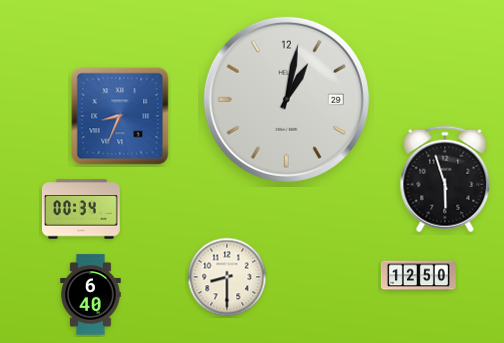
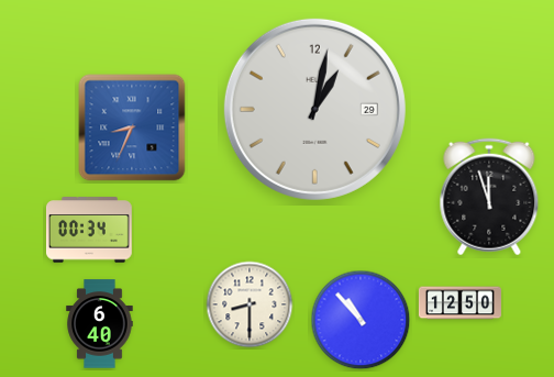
clock at (445, 179): 5:57 -> 11:57
clock at (361, 320): none -> 10:53
